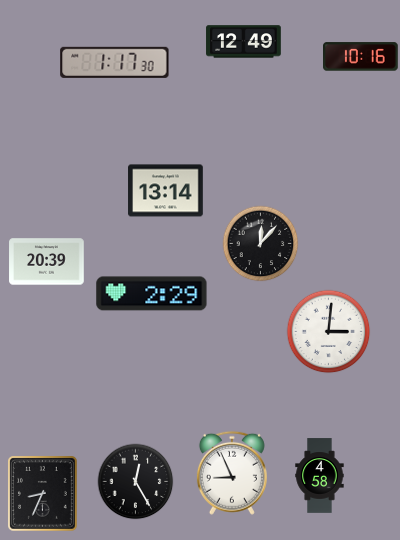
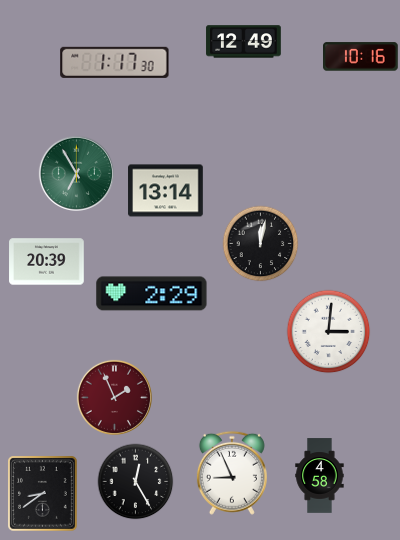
clock at (76, 173): none -> 6:55
clock at (261, 244): 12:07 -> 12:02
clock at (114, 397): none -> 1:56
clock at (43, 494): 8:34 -> 8:39
